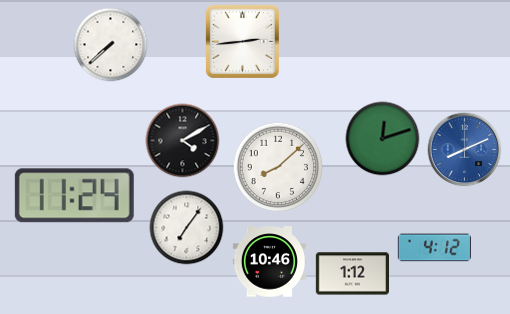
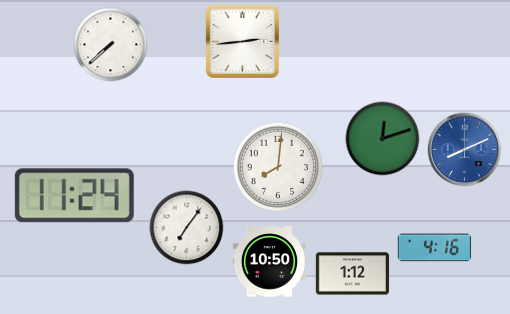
clock at (183, 141): 4:10 -> none
clock at (278, 167): 8:08 -> 8:01
clock at (434, 248): 4:12 -> 4:16
clock at (269, 262): 10:46 -> 10:50
